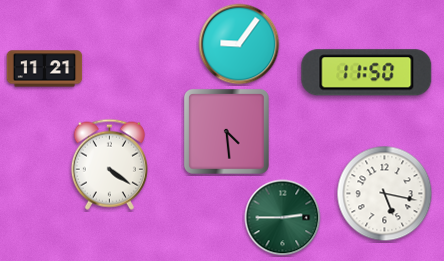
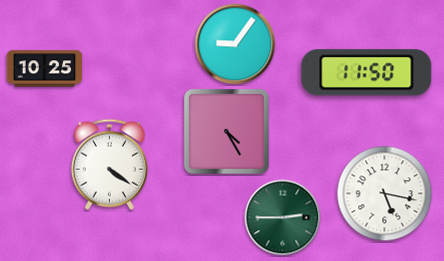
clock at (239, 44) position: (239, 44) -> (235, 44)
clock at (45, 69): 11:21 -> 10:25
clock at (226, 131): 4:29 -> 4:25
